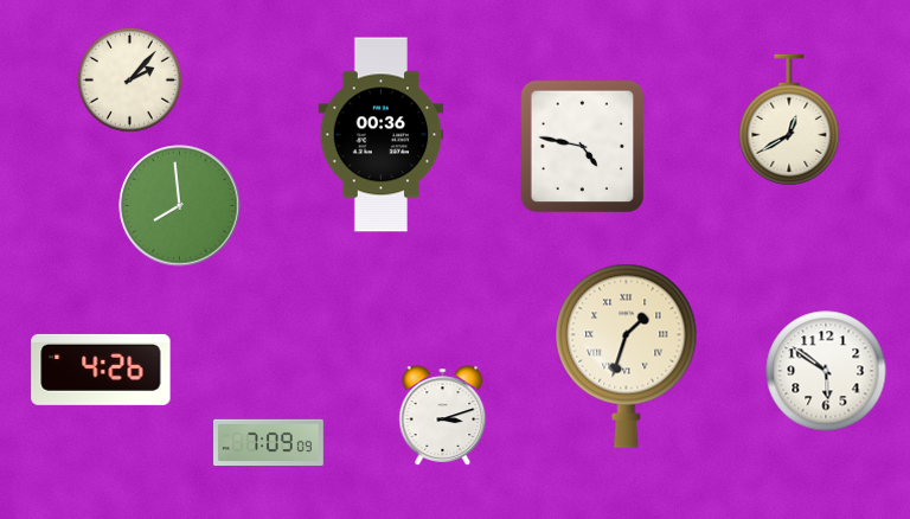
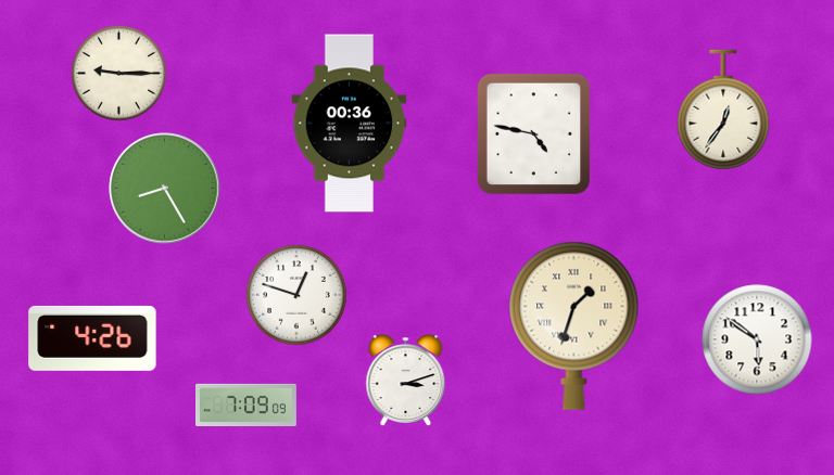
clock at (130, 81): 2:07 -> 9:15
clock at (789, 120): 12:40 -> 12:36
clock at (180, 206): 7:59 -> 8:25
clock at (296, 295): none -> 12:48
